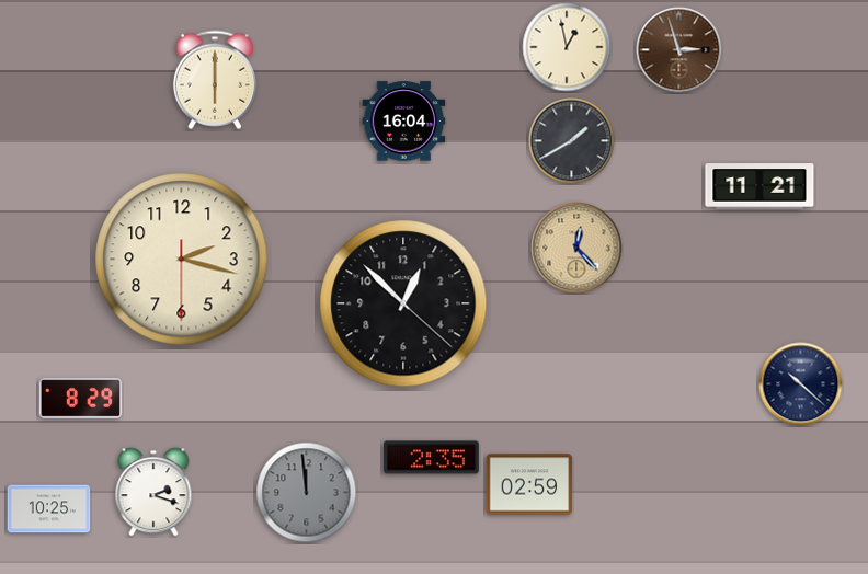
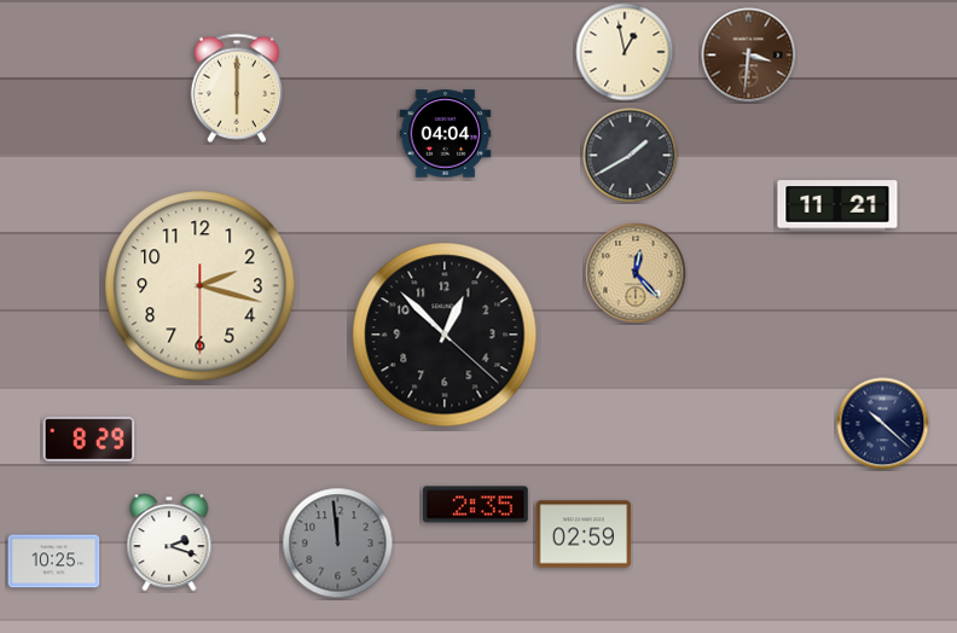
clock at (679, 50): 2:57 -> 3:31
clock at (404, 122): 16:04 -> 04:04
